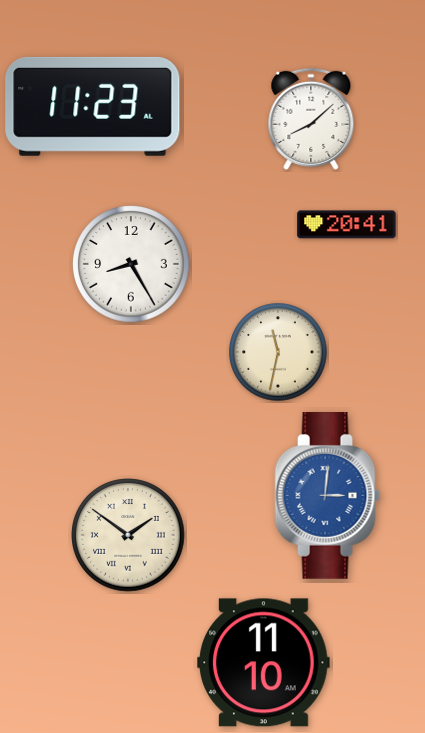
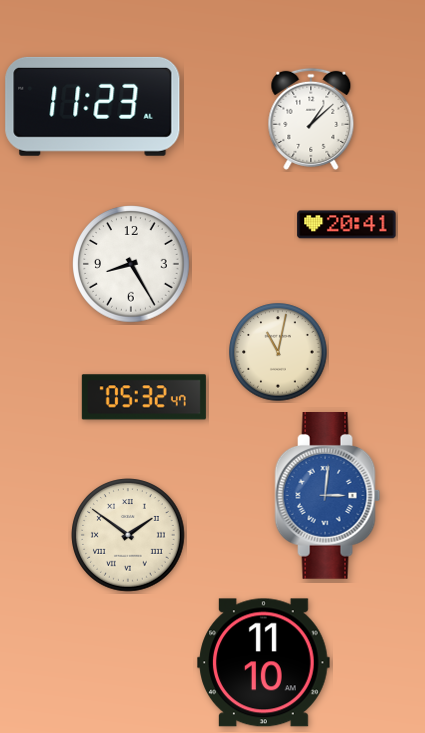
clock at (311, 119): 8:08 -> 1:08
clock at (278, 352): 11:32 -> 11:02
clock at (144, 397): none -> 05:32
